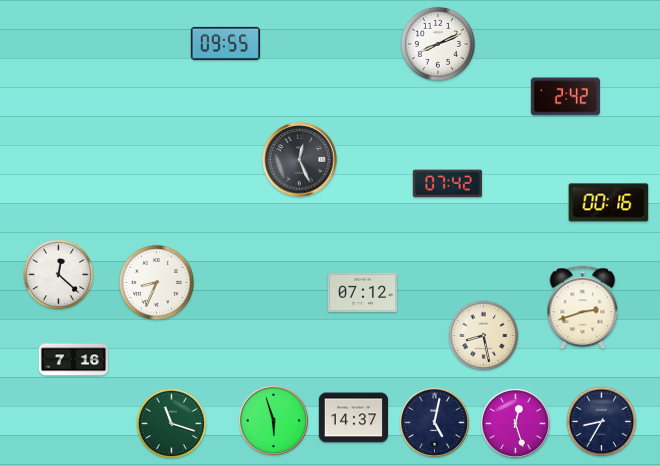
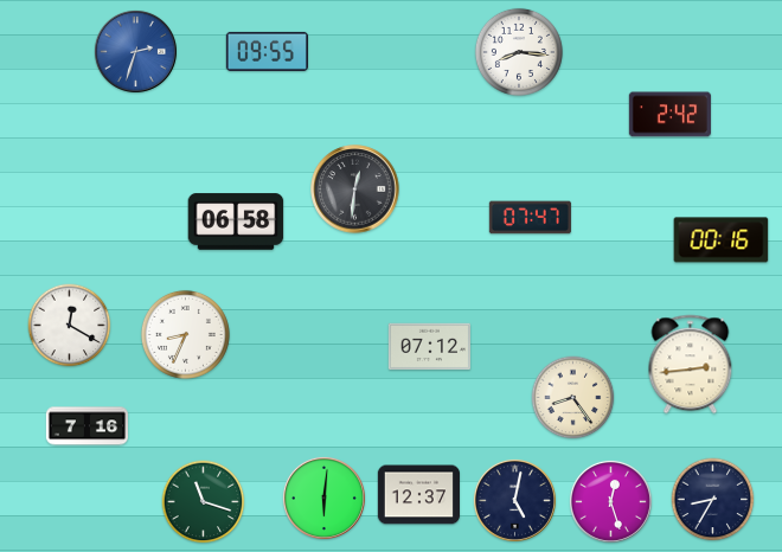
clock at (135, 51): none -> 2:33
clock at (438, 44): 8:11 -> 8:16
clock at (300, 160): 12:26 -> 12:31
clock at (447, 184): 07:42 -> 07:47
clock at (236, 222): none -> 06:58
clock at (59, 275): 12:22 -> 12:20
clock at (583, 308): 2:42 -> 2:44
clock at (484, 336): 8:28 -> 8:24
clock at (353, 418): 14:37 -> 12:37
clock at (273, 420): 5:57 -> 6:01
